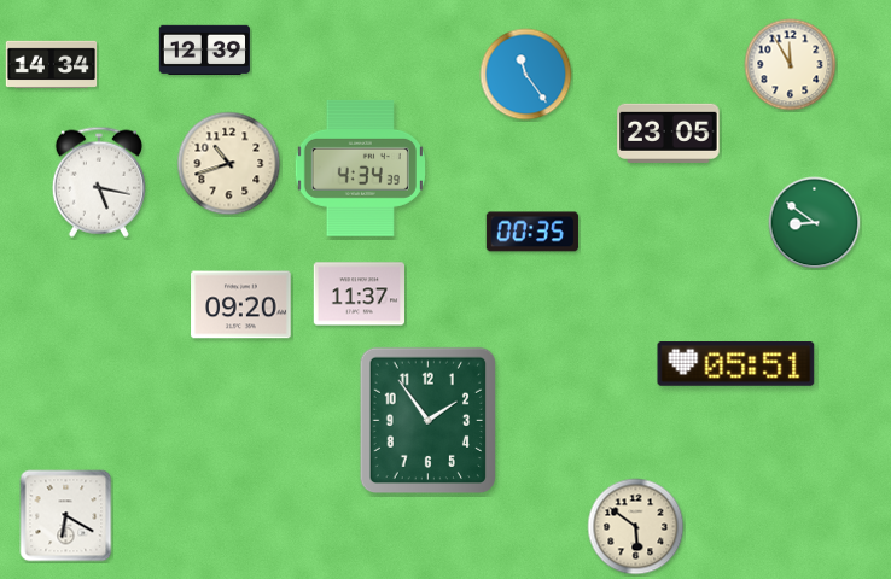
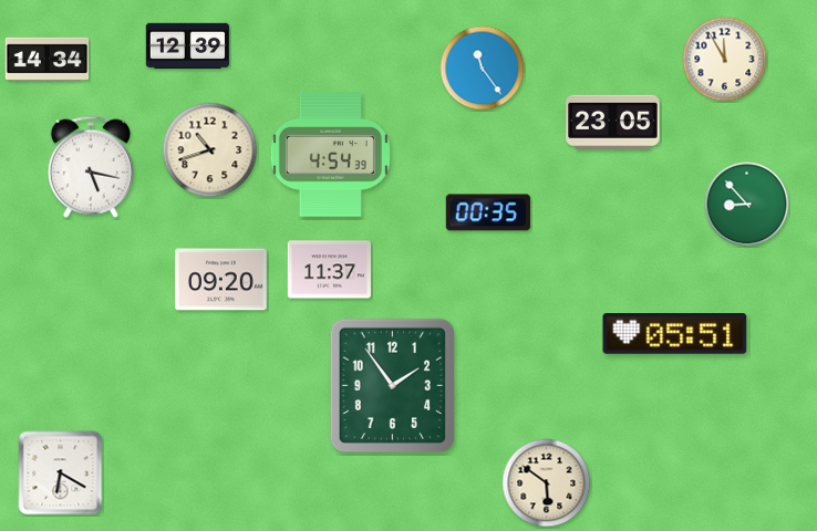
clock at (360, 168): 4:34 -> 4:54
clock at (815, 223): 8:51 -> 8:53
clock at (636, 527) position: (636, 527) -> (547, 483)
